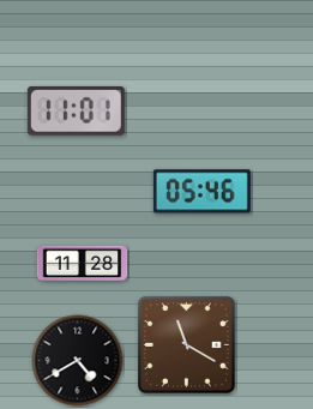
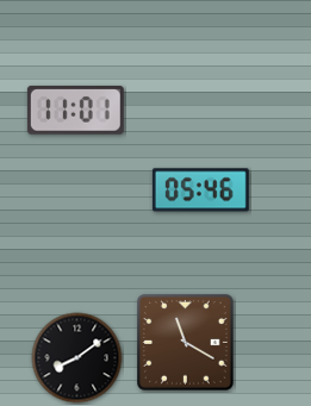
clock at (83, 264): 11:28 -> none
clock at (78, 361): 4:40 -> 8:09
